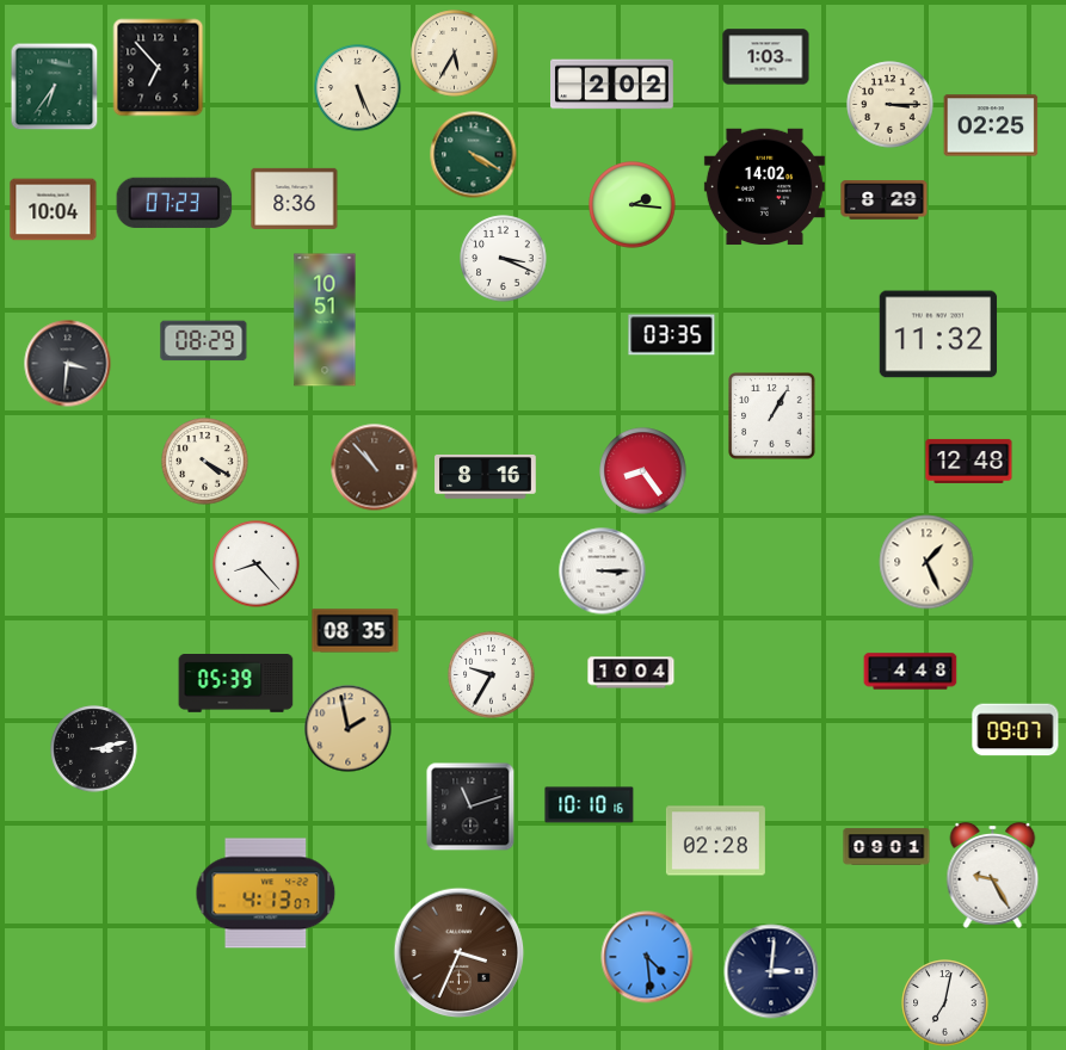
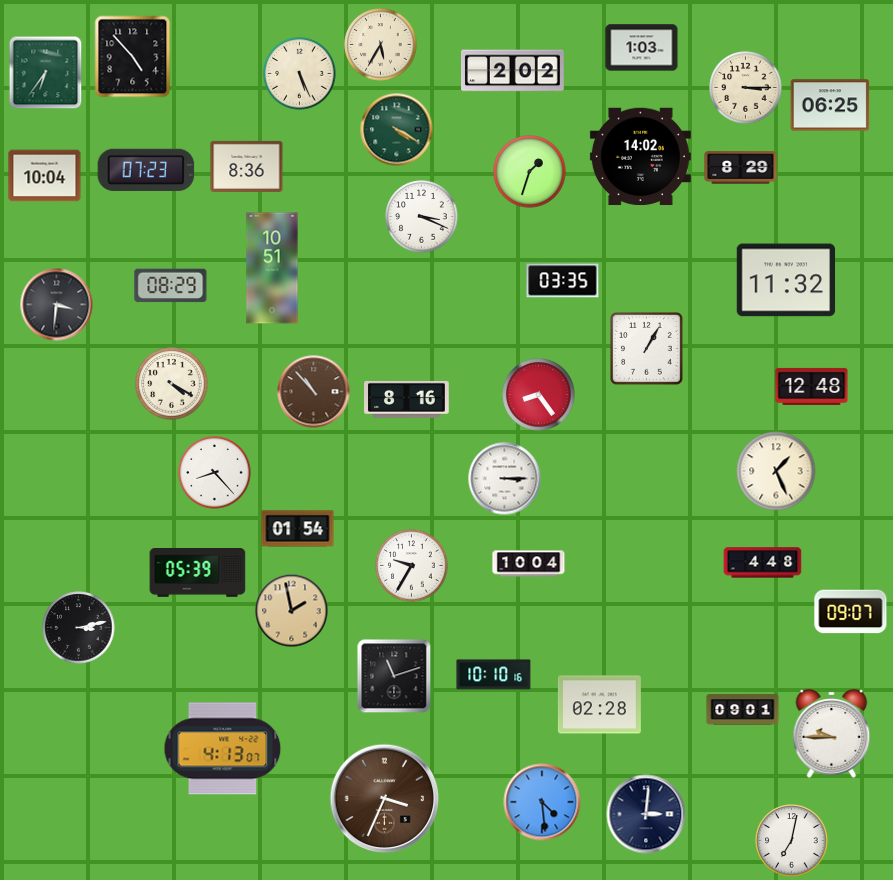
clock at (159, 68): 6:53 -> 4:53
clock at (991, 125): 02:25 -> 06:25
clock at (633, 205): 2:16 -> 1:33
clock at (205, 462) position: (205, 462) -> (172, 384)
clock at (356, 631): 08:35 -> 01:54
clock at (993, 876): 9:25 -> 9:45
